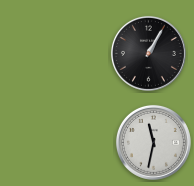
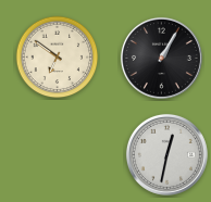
clock at (58, 58): none -> 6:51
clock at (153, 142): 11:32 -> 12:32
